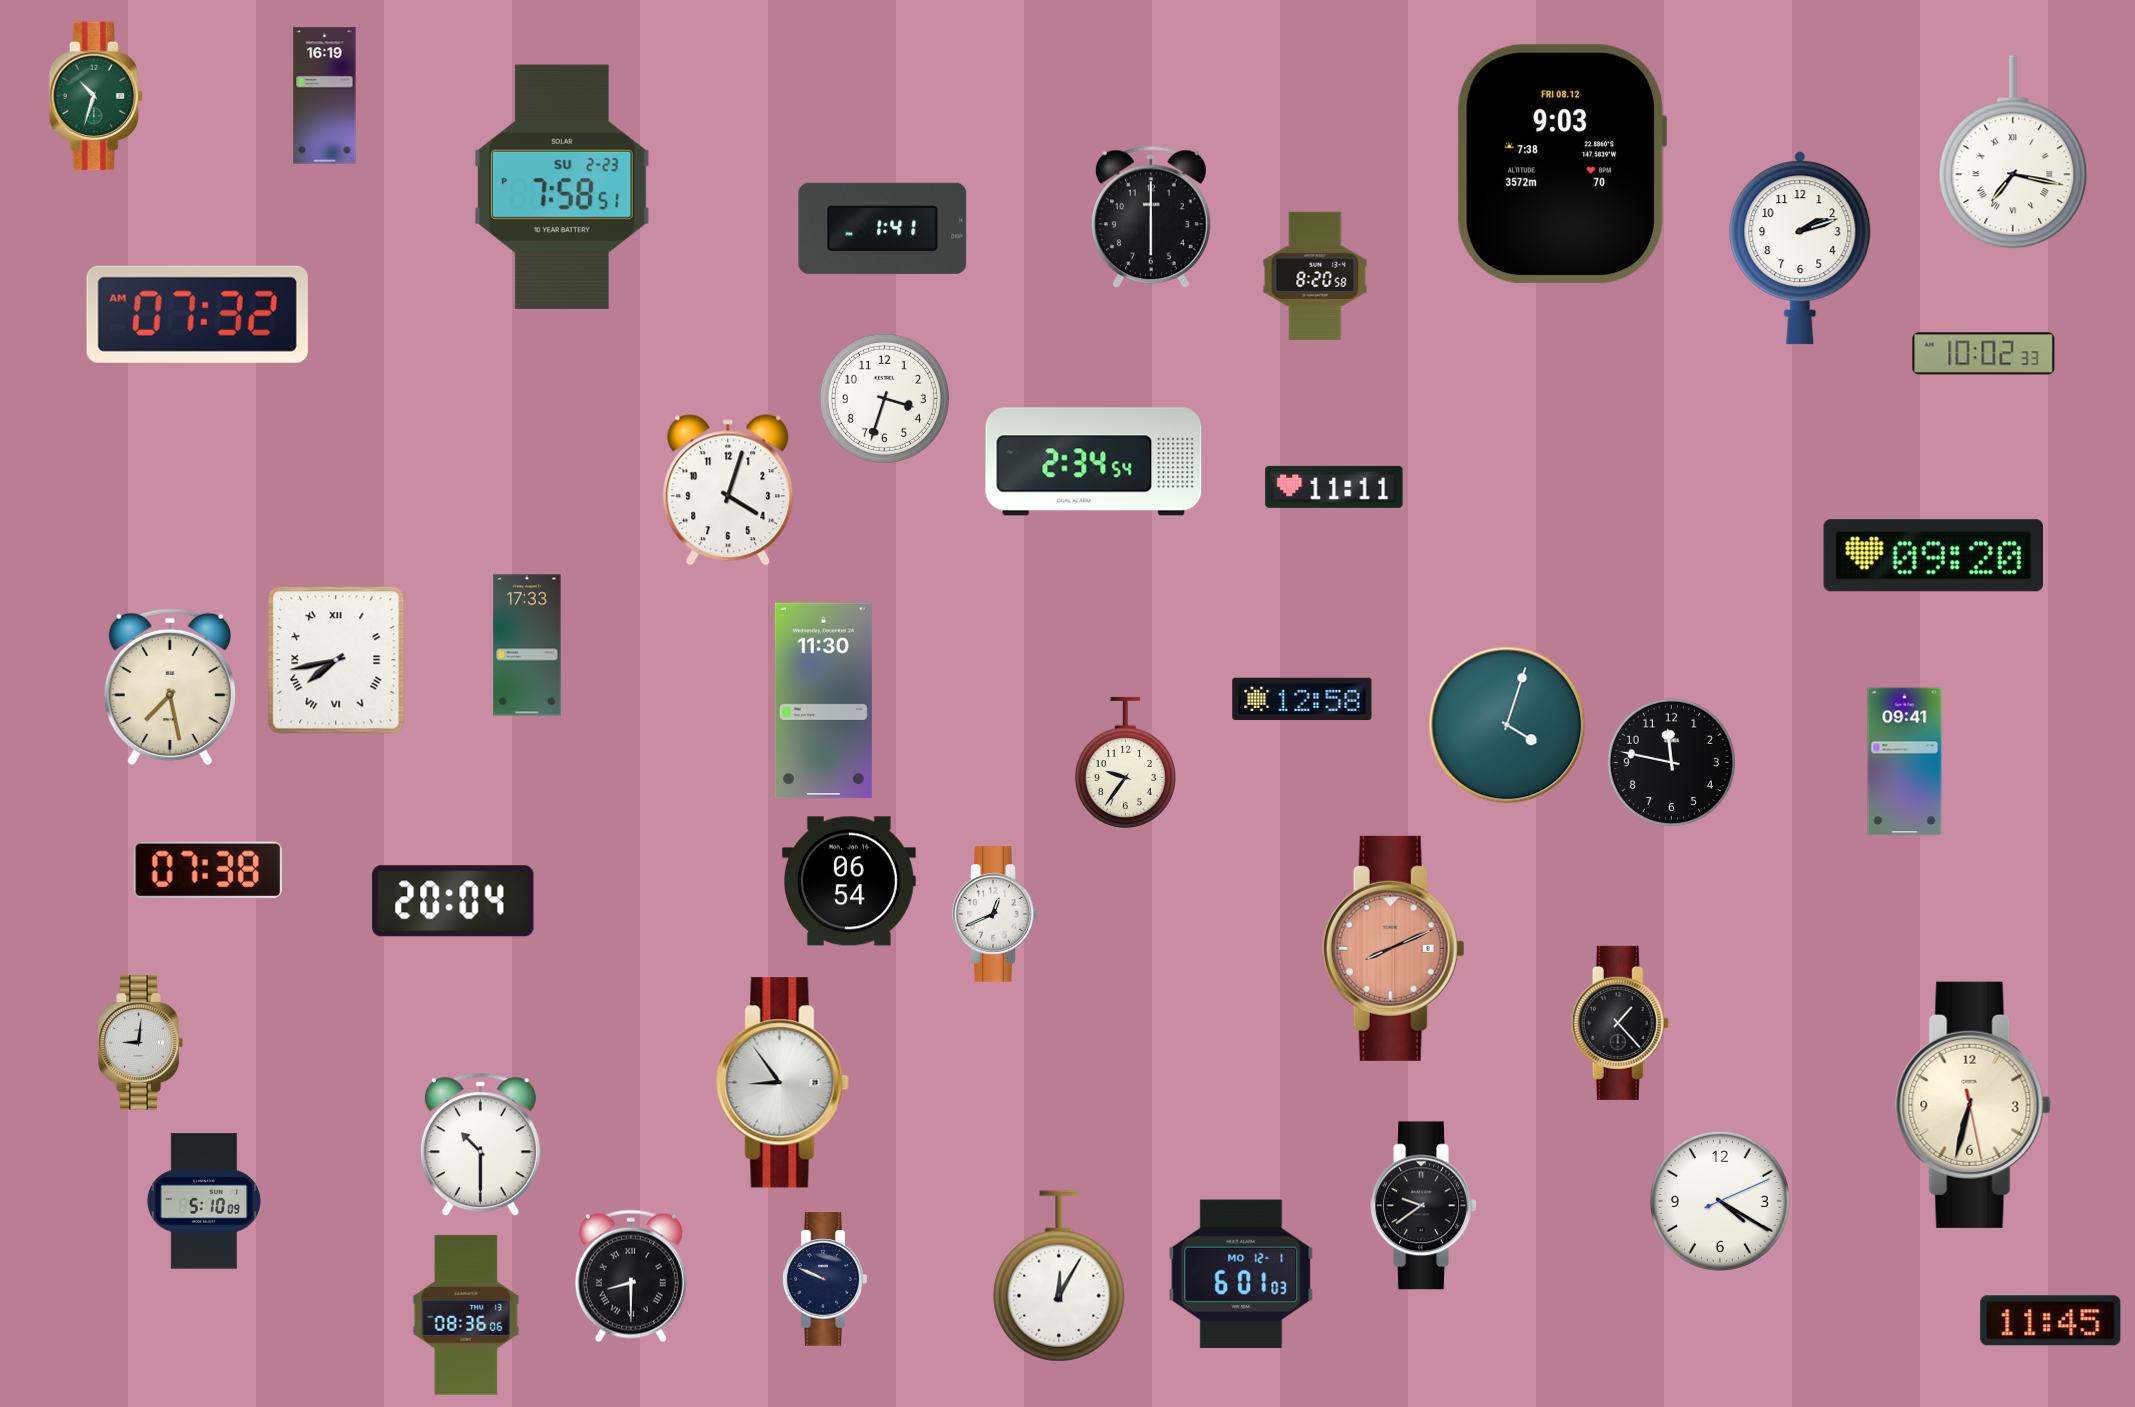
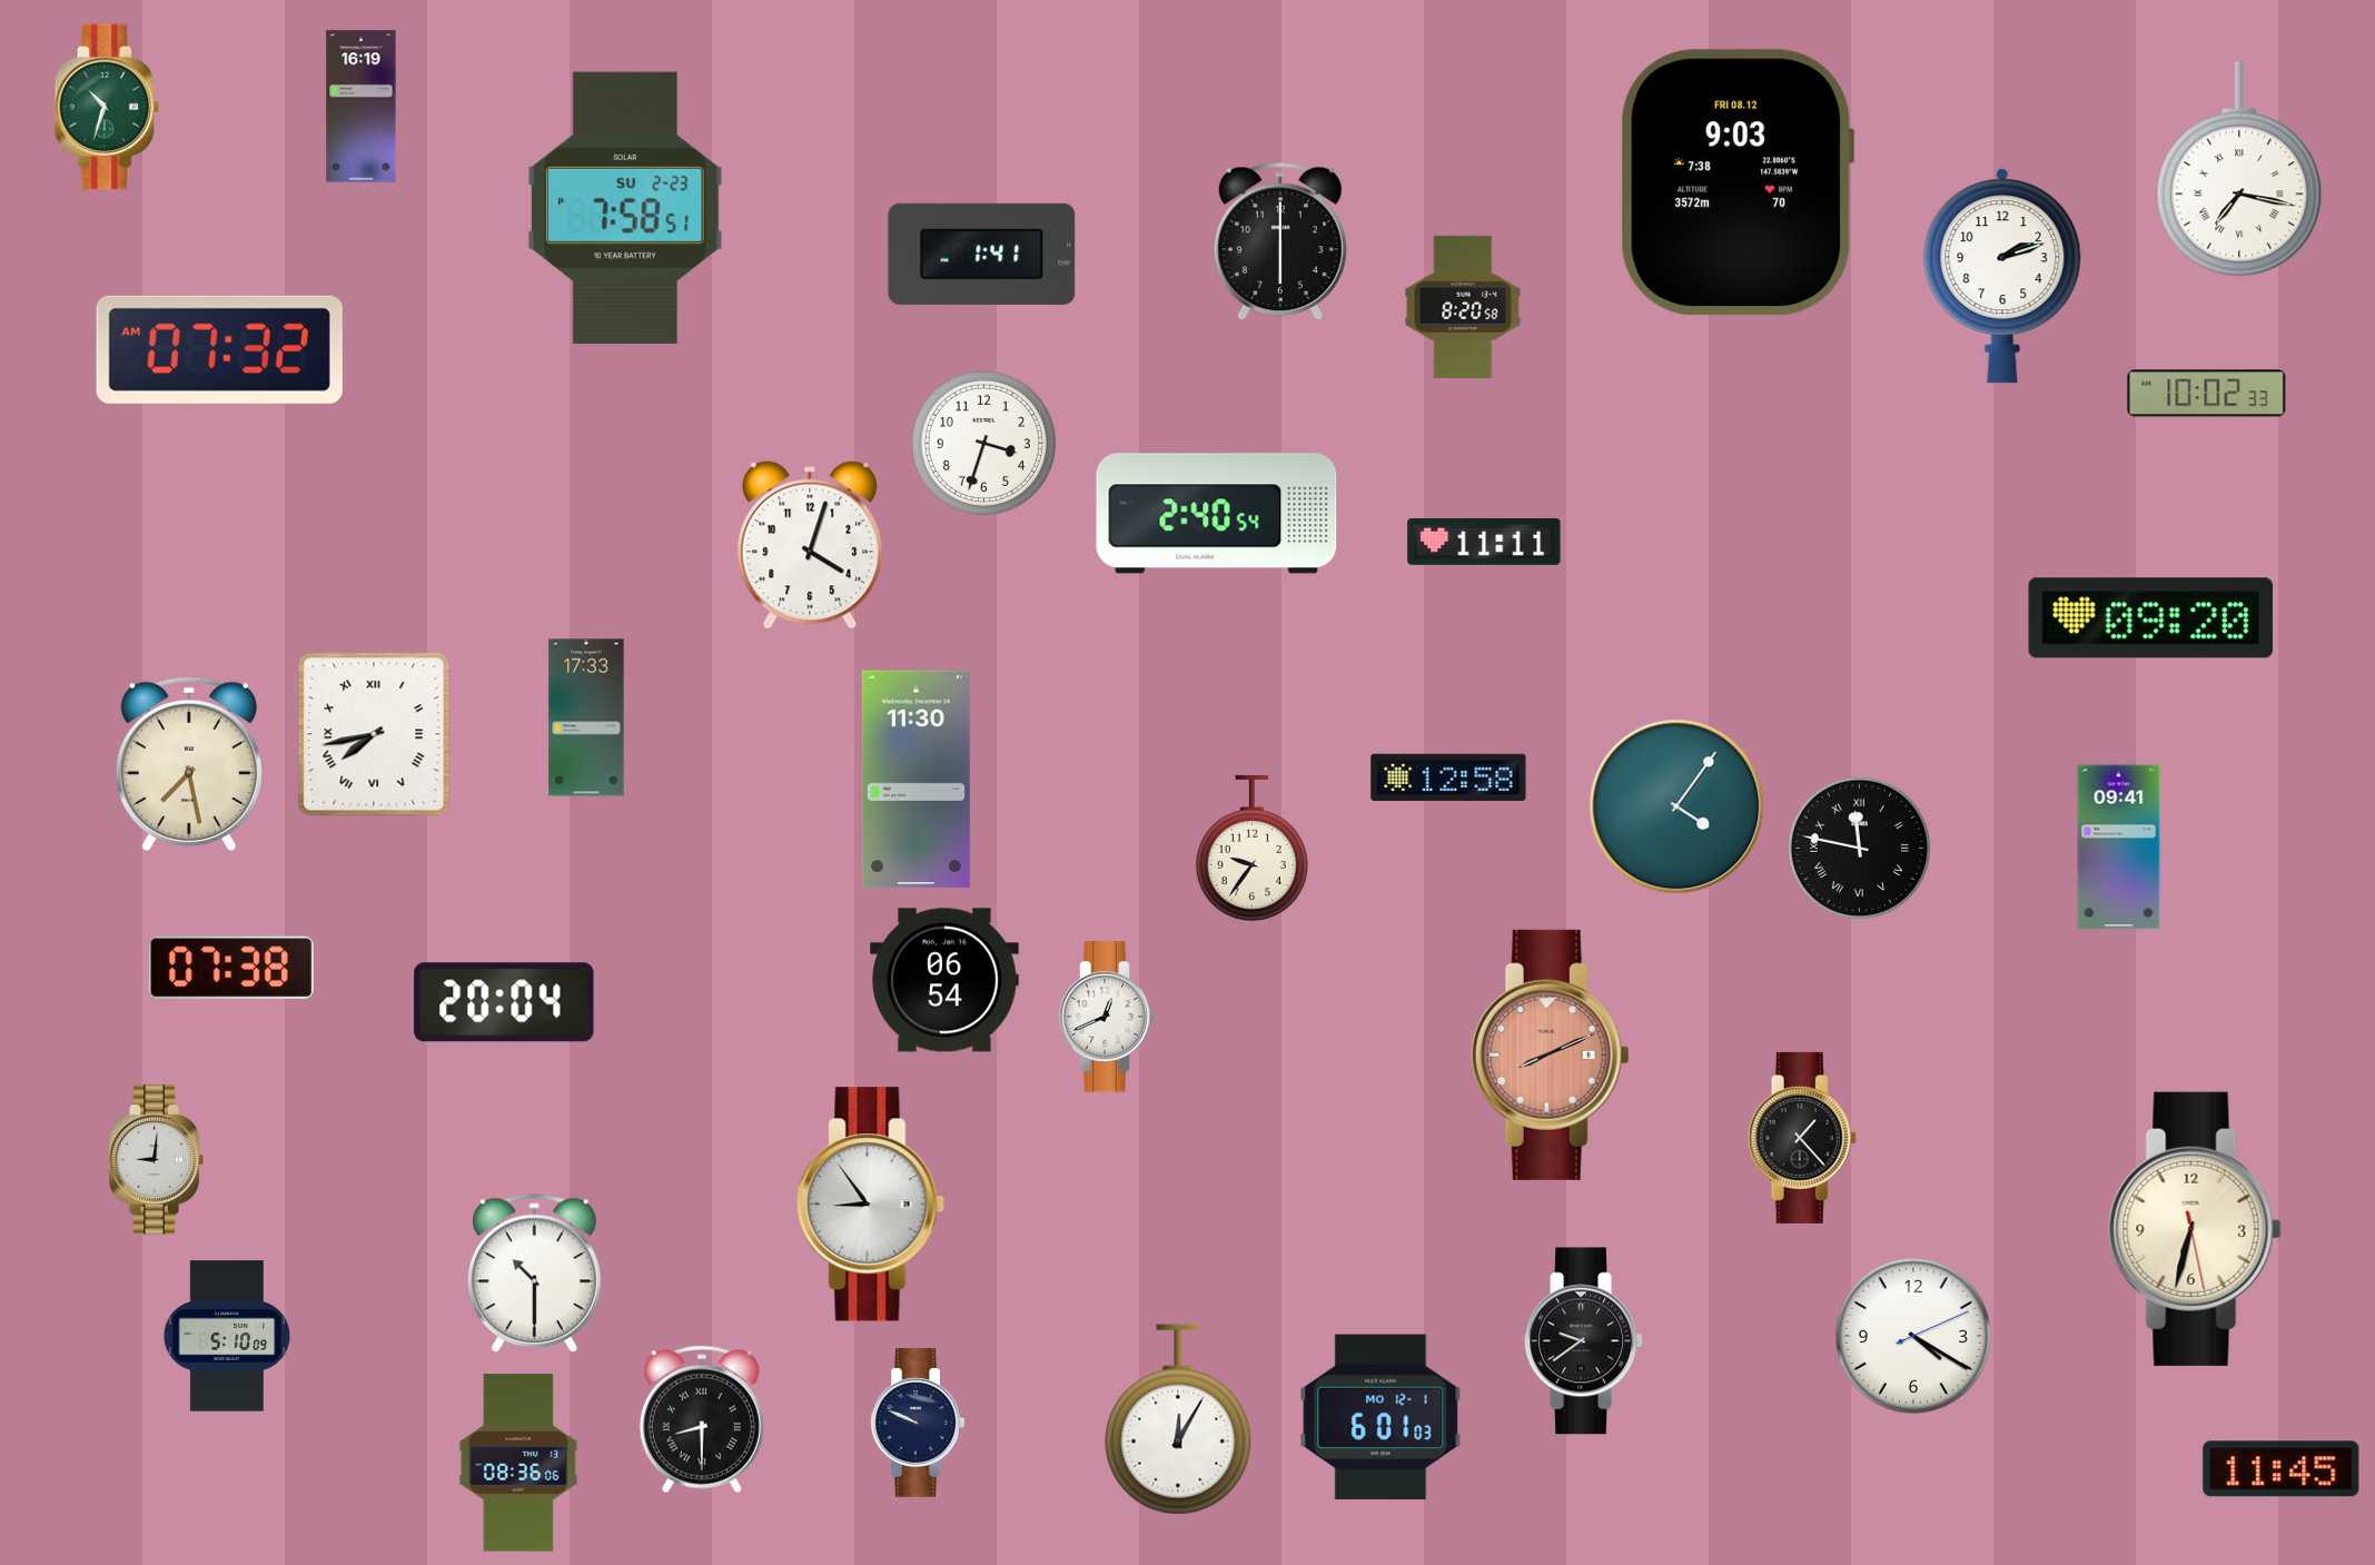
clock at (1094, 462): 2:34 -> 2:40
clock at (1507, 725): 4:03 -> 4:06
clock at (1671, 762) numerals: Arabic -> Roman
